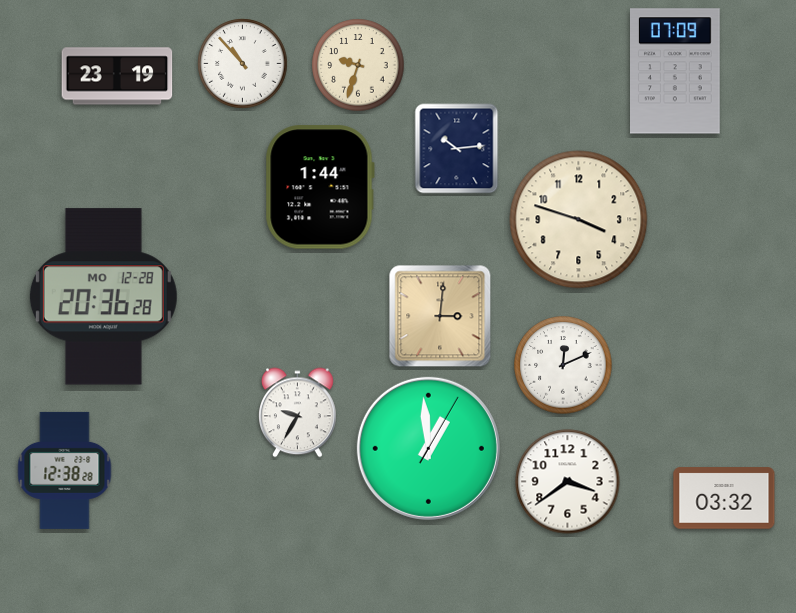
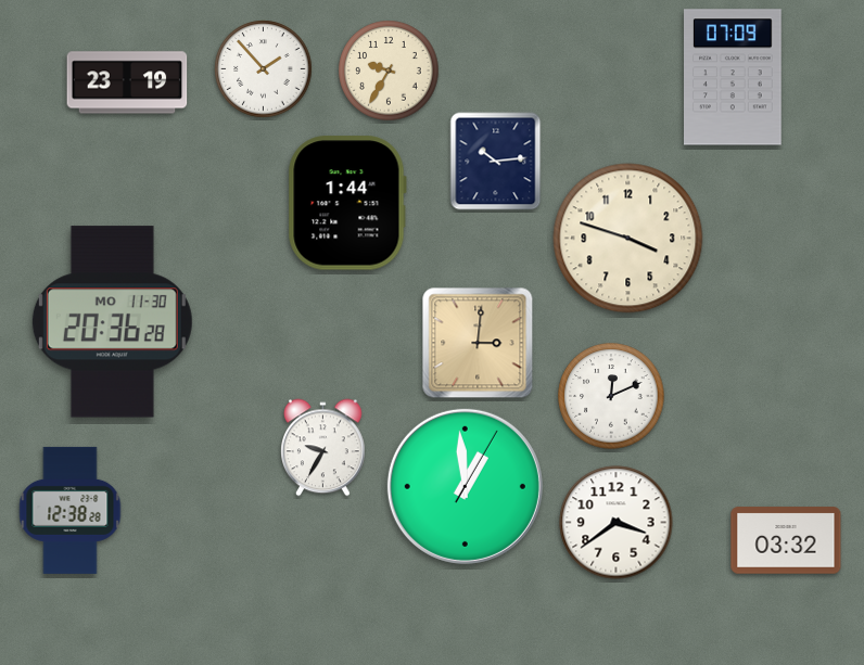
clock at (243, 64): 10:53 -> 1:53
clock at (358, 65): 9:33 -> 9:35
clock at (103, 297) date: MO 12-28 -> MO 11-30
